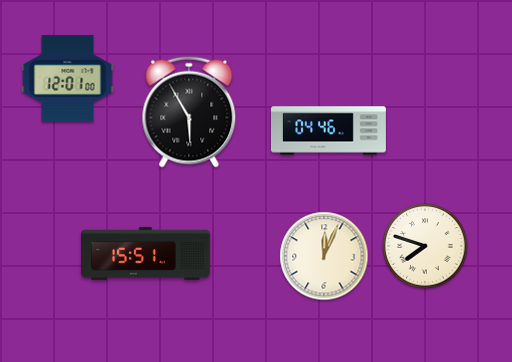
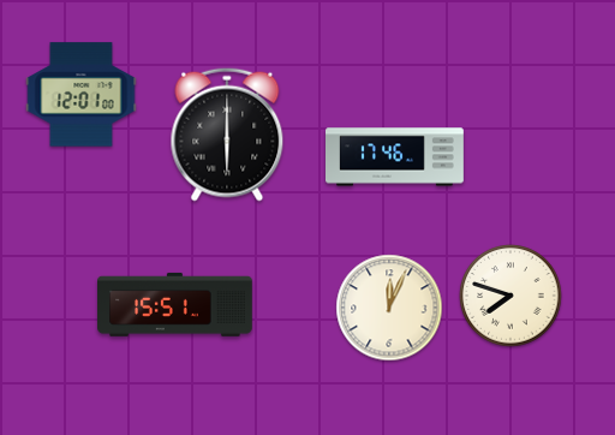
clock at (189, 112): 5:55 -> 6:00
clock at (329, 131): 04:46 -> 17:46
